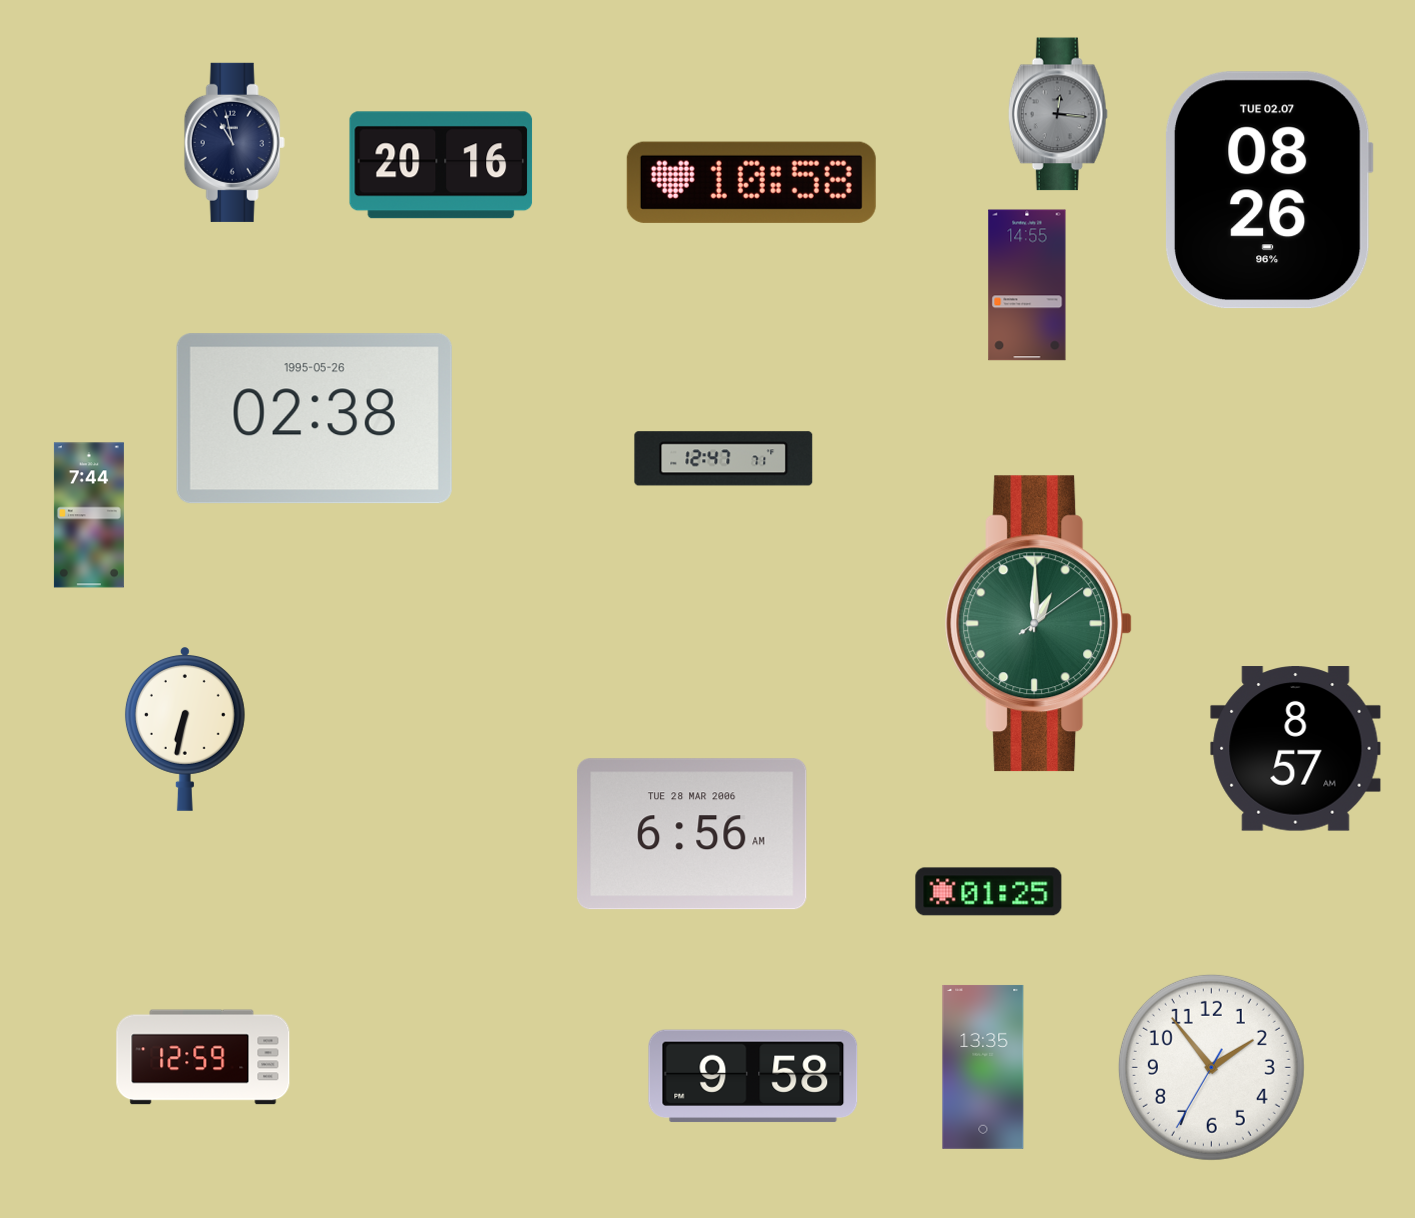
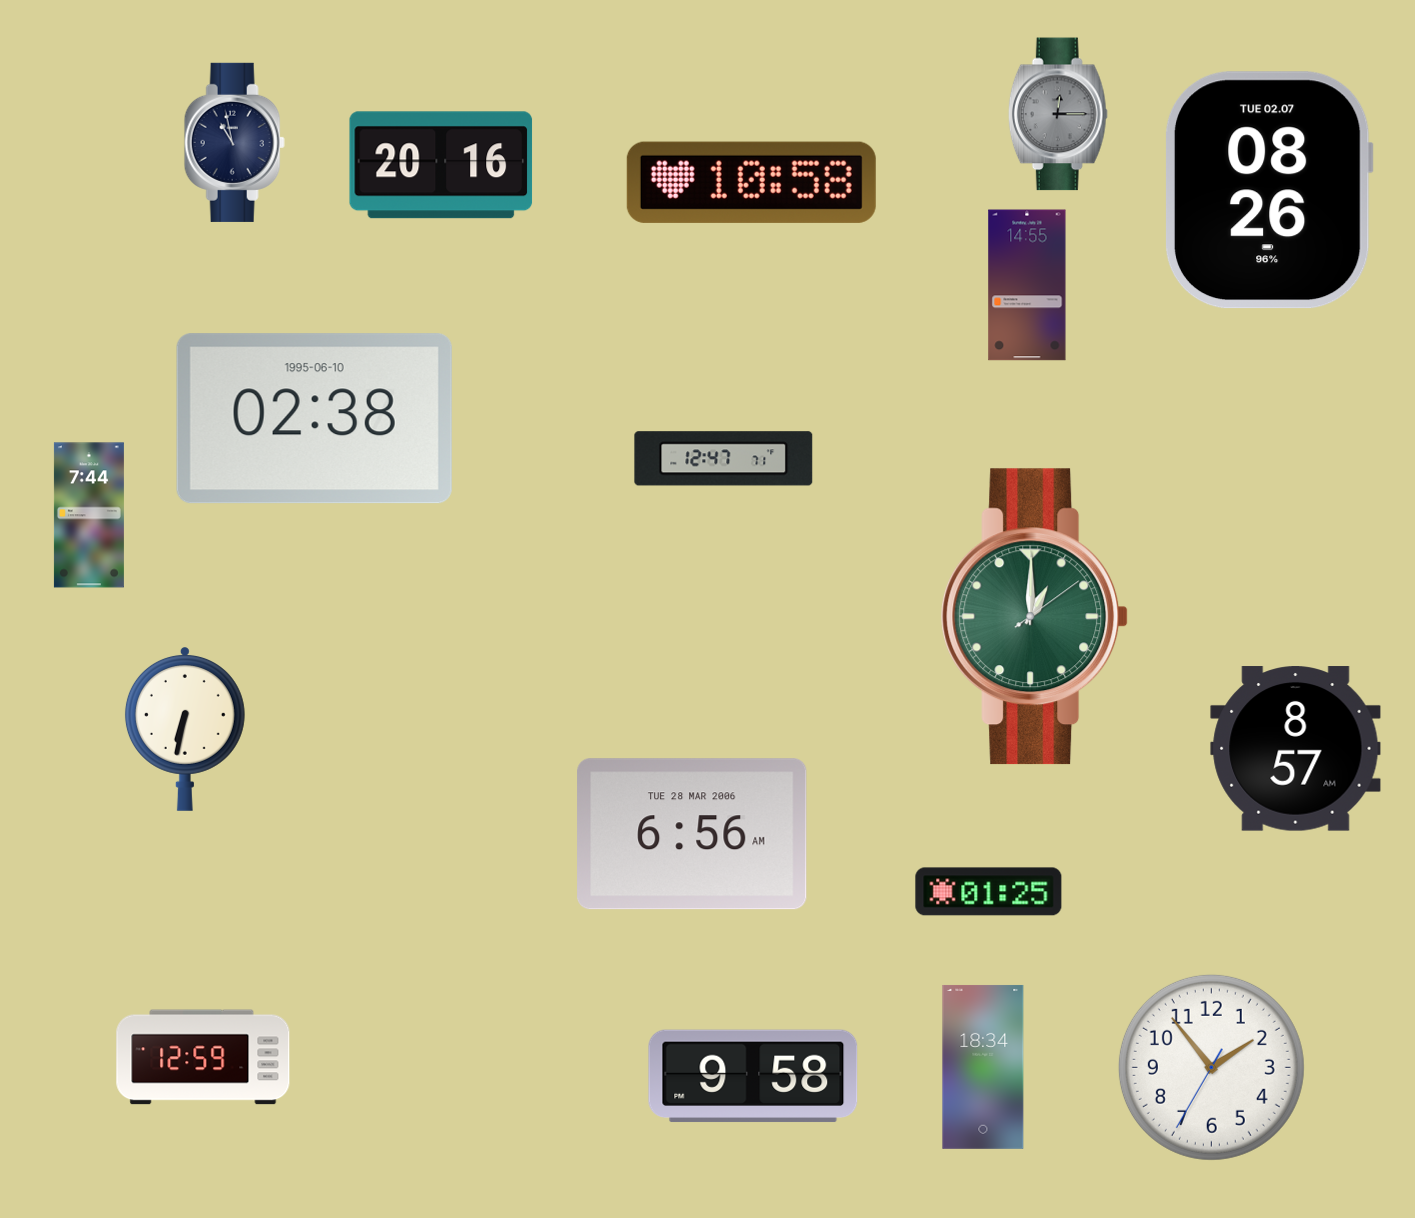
clock at (1058, 114): 12:16 -> 12:15
clock at (314, 419) date: 1995-05-26 -> 1995-06-10
clock at (1039, 624) position: (1039, 624) -> (1035, 617)
clock at (983, 1067): 13:35 -> 18:34
